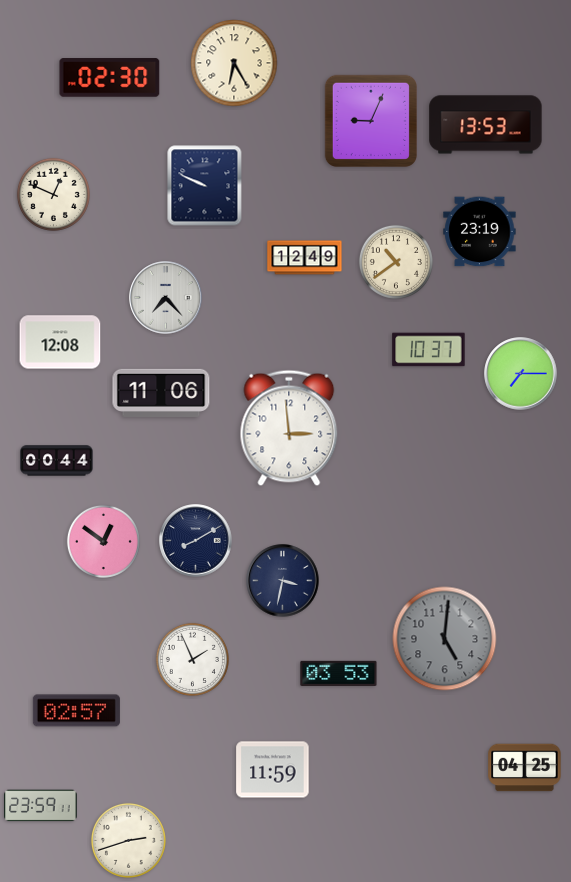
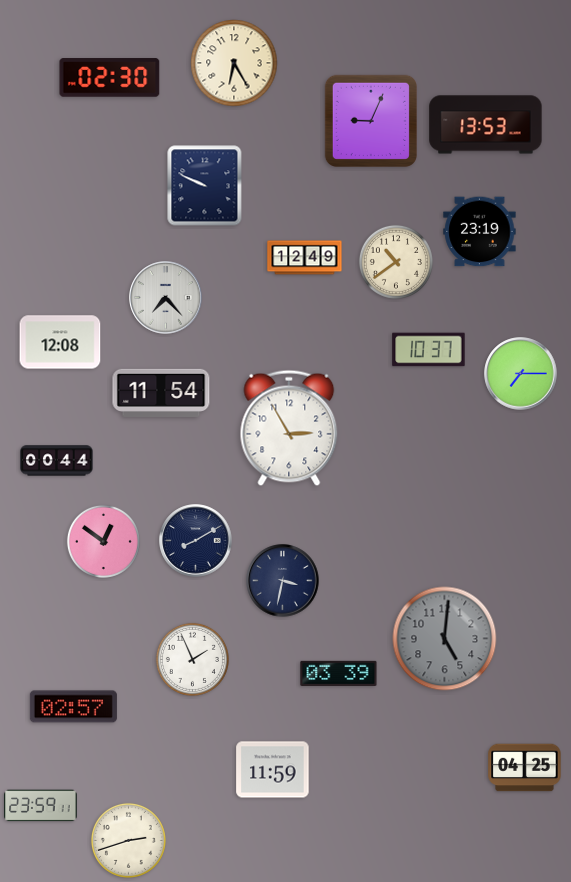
clock at (53, 194): 12:49 -> none
clock at (161, 393): 11:06 -> 11:54
clock at (289, 428): 2:59 -> 2:55
clock at (339, 673): 03:53 -> 03:39
clock at (76, 711) position: (76, 711) -> (73, 707)
